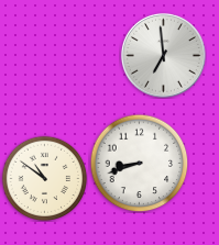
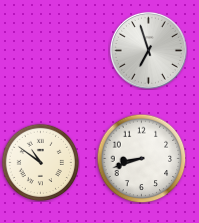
clock at (163, 55): 6:59 -> 6:57
clock at (139, 163) position: (139, 163) -> (141, 158)
